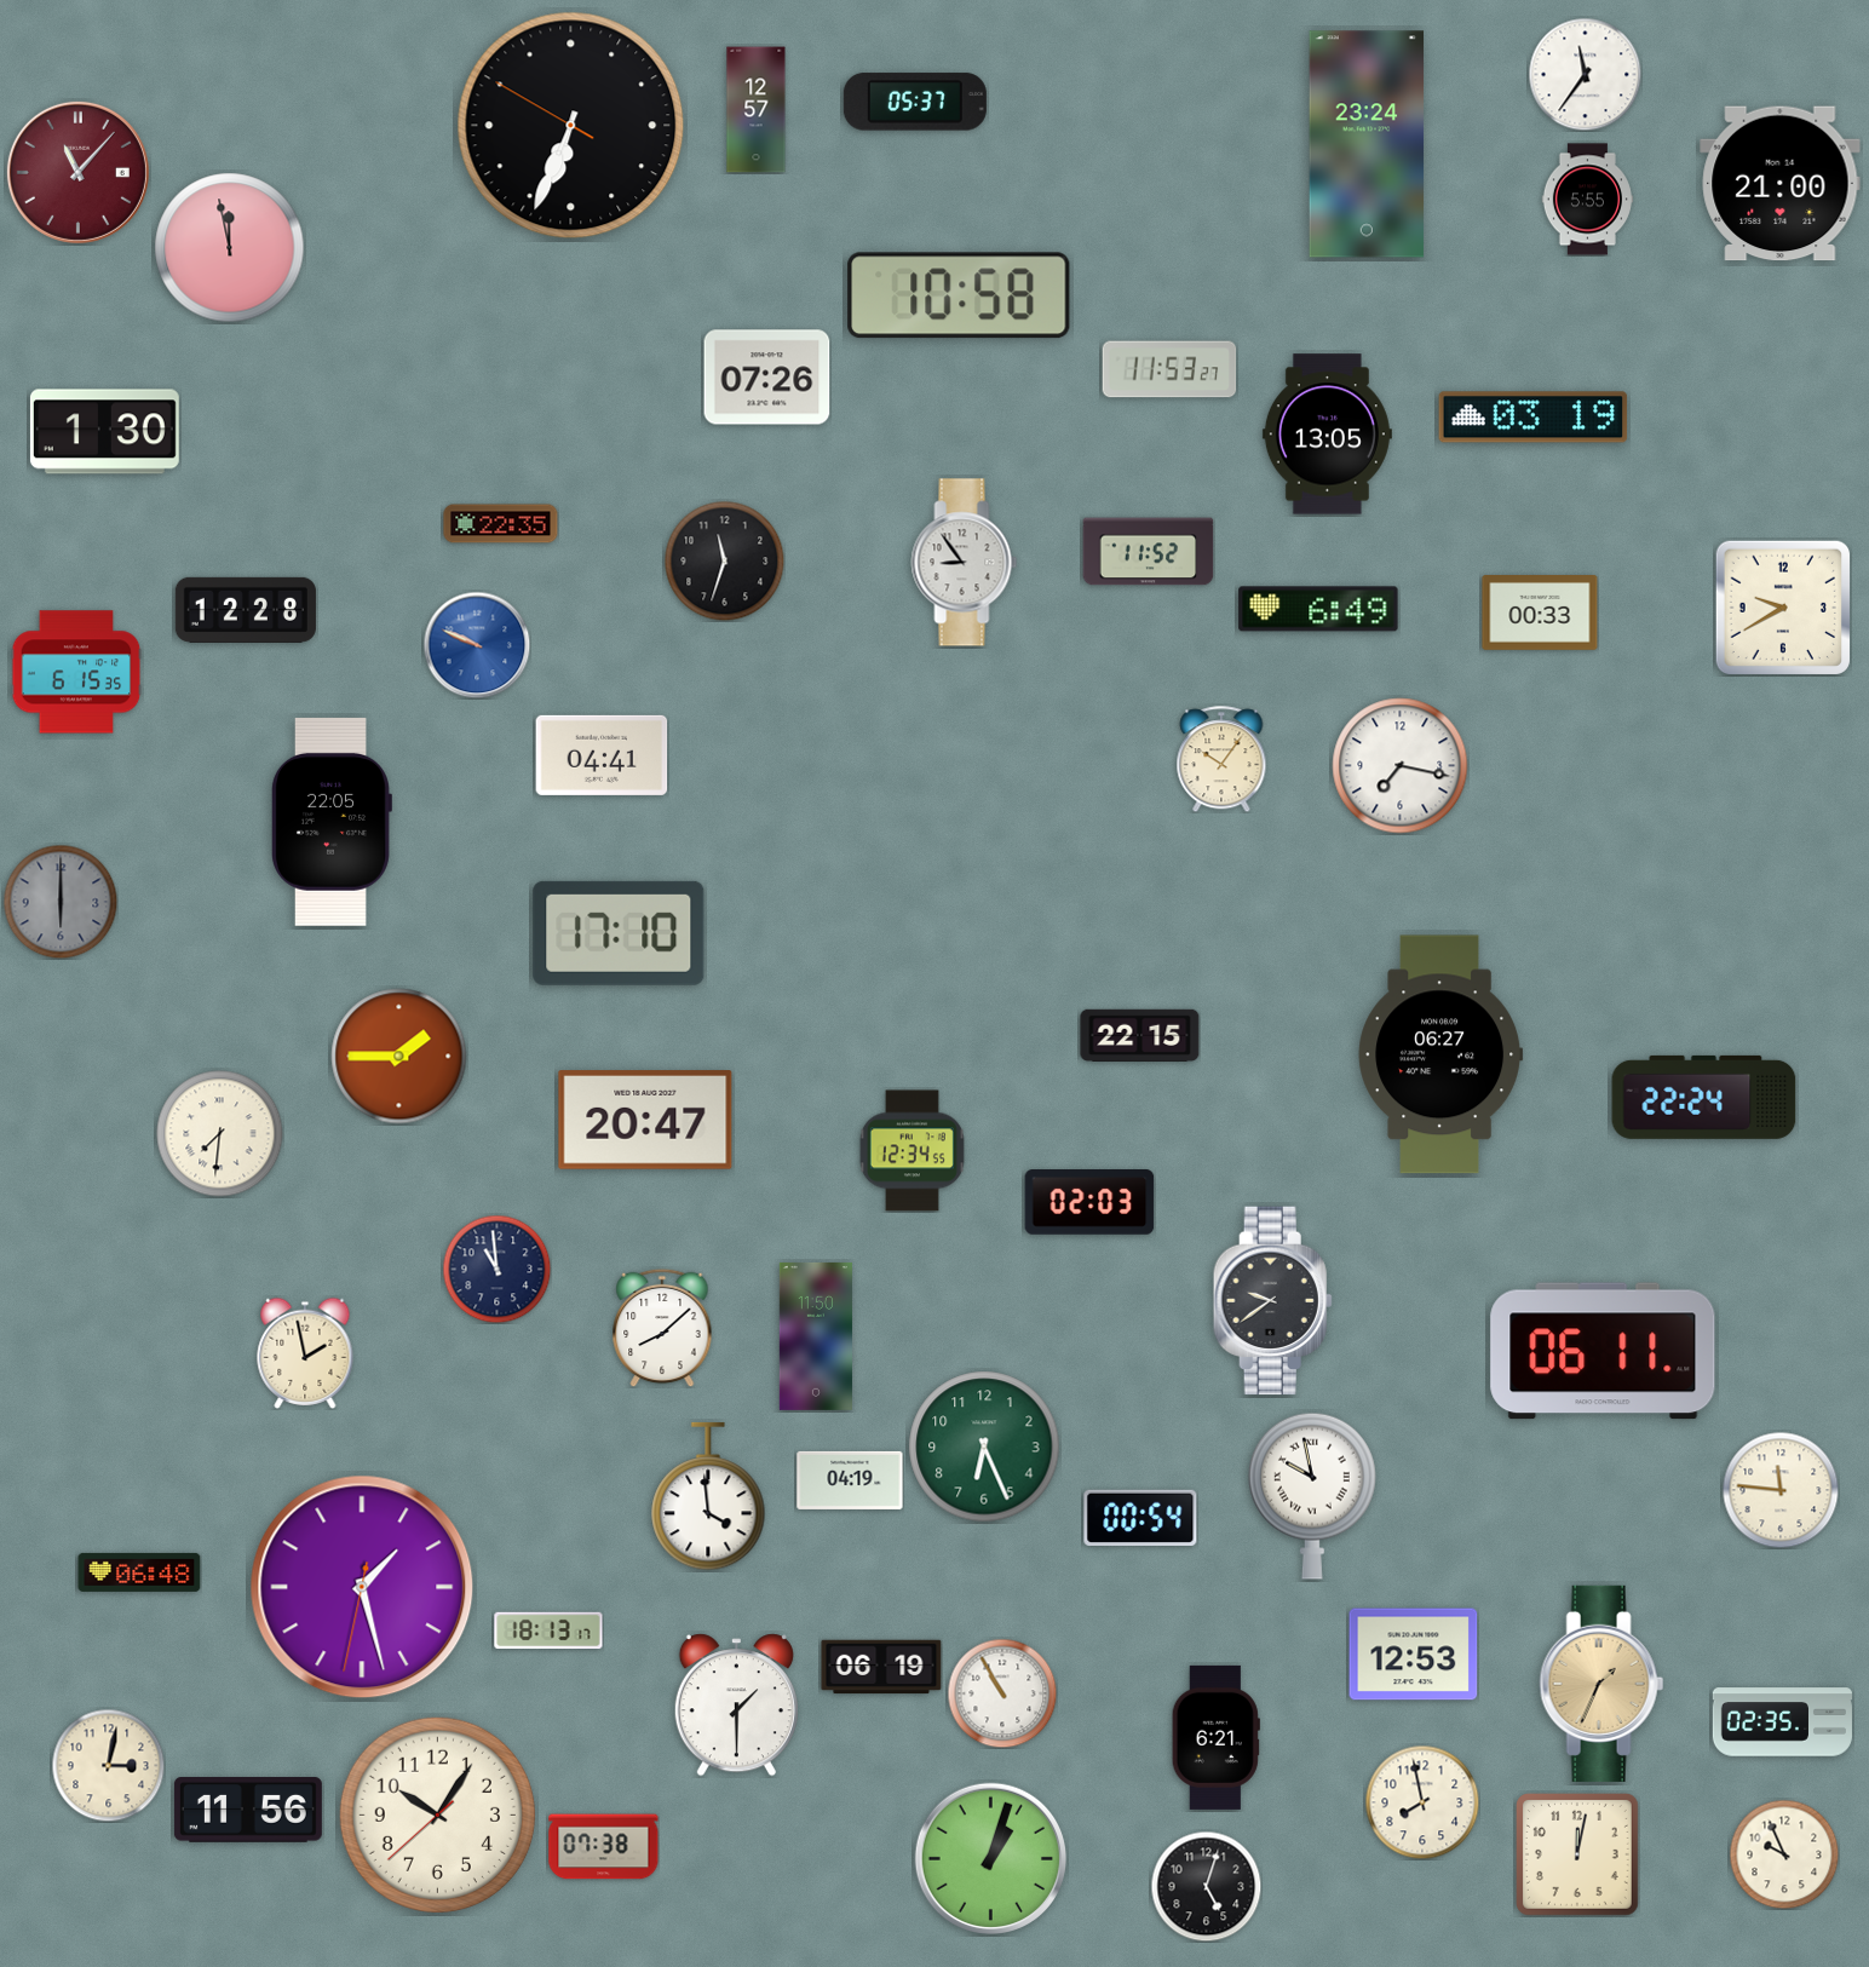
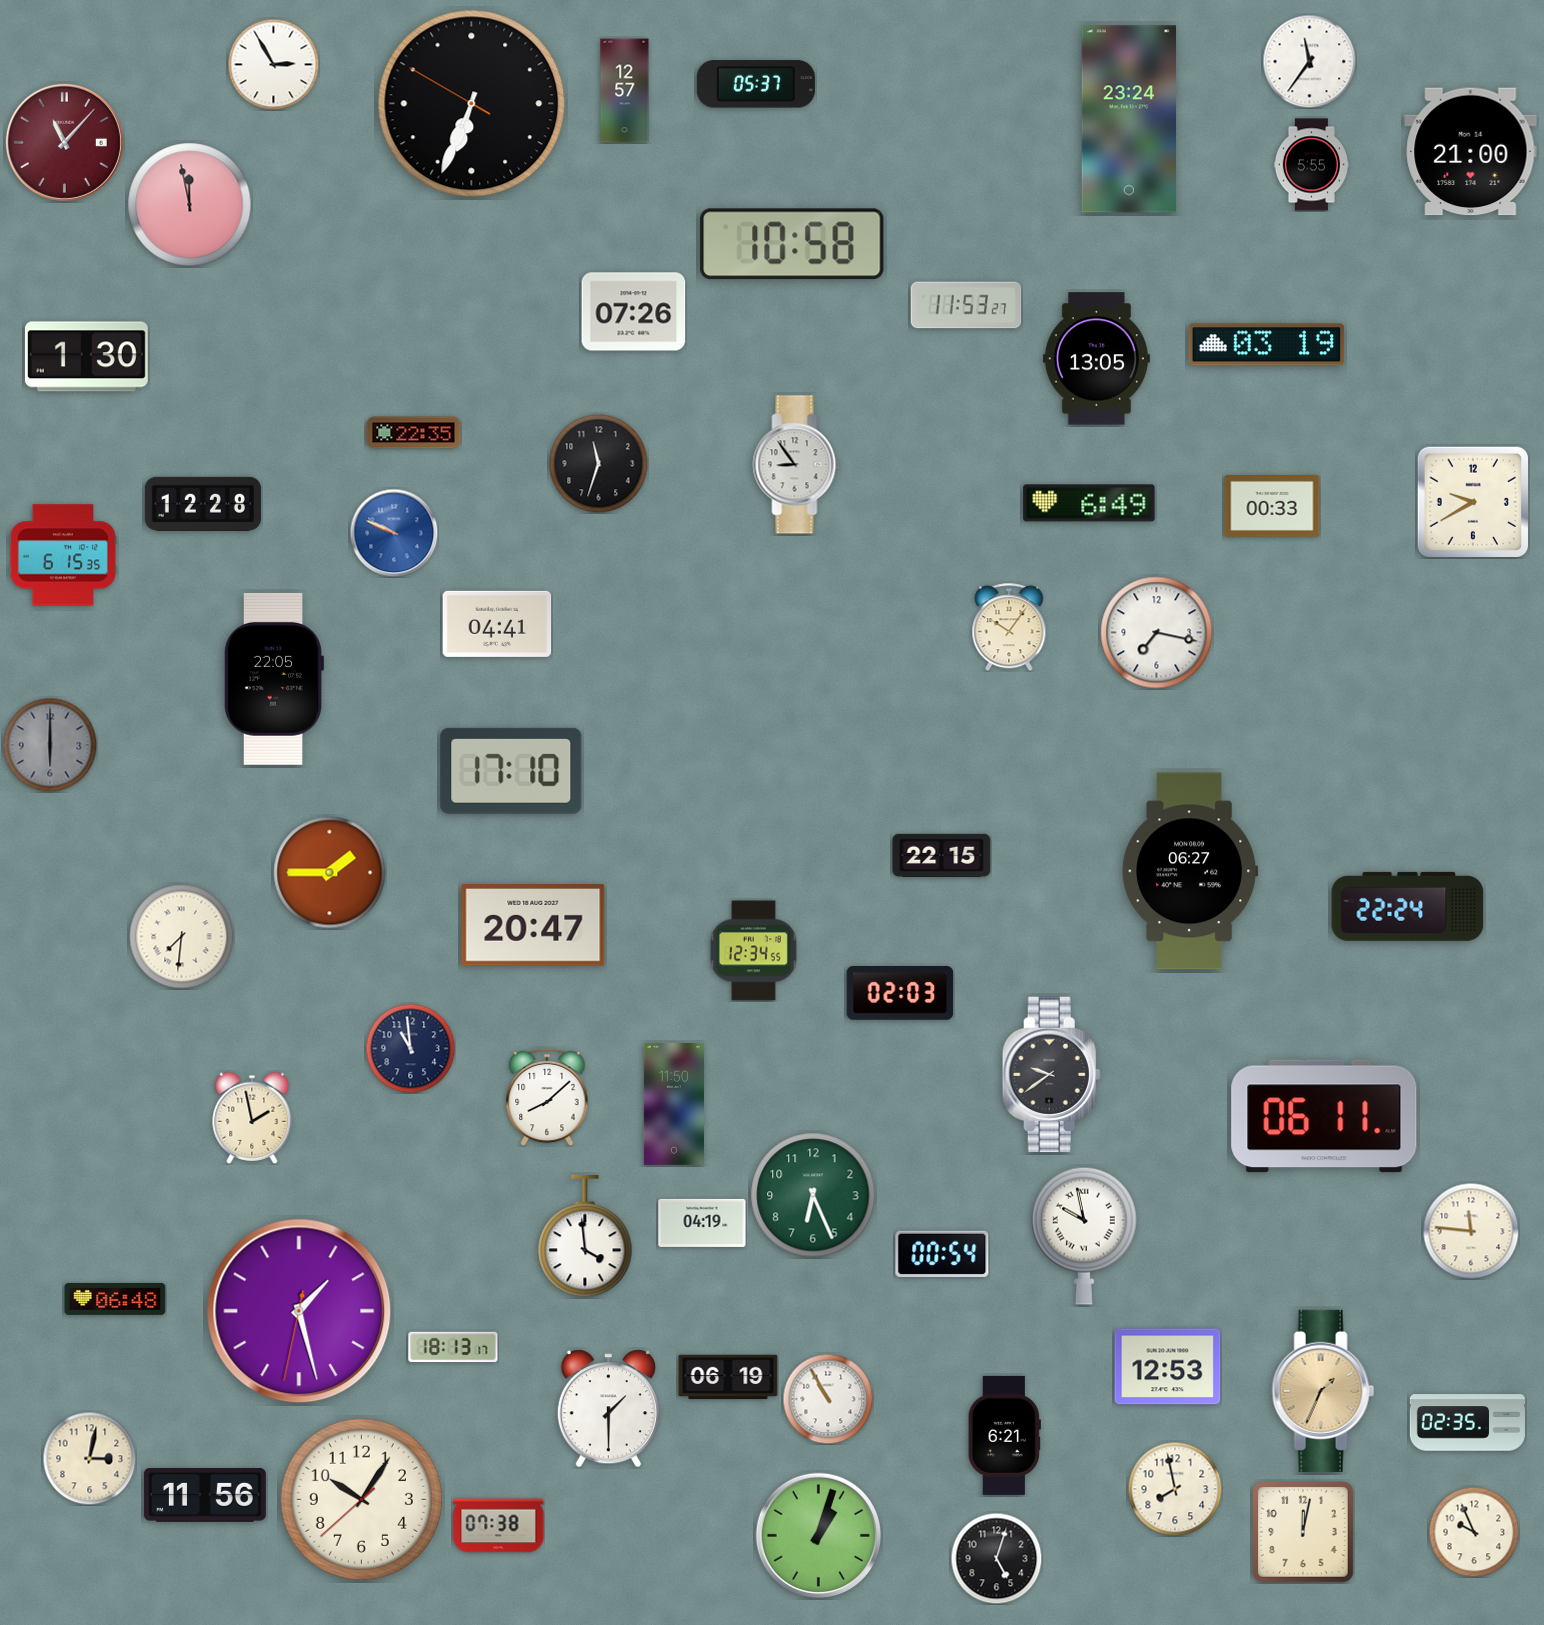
clock at (273, 64): none -> 2:55
clock at (1149, 552): 11:52 -> none
clock at (1782, 1722) position: (1782, 1722) -> (1467, 1423)
